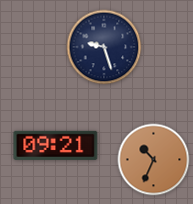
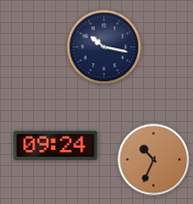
clock at (104, 47): 9:27 -> 10:17
clock at (56, 145): 09:21 -> 09:24
